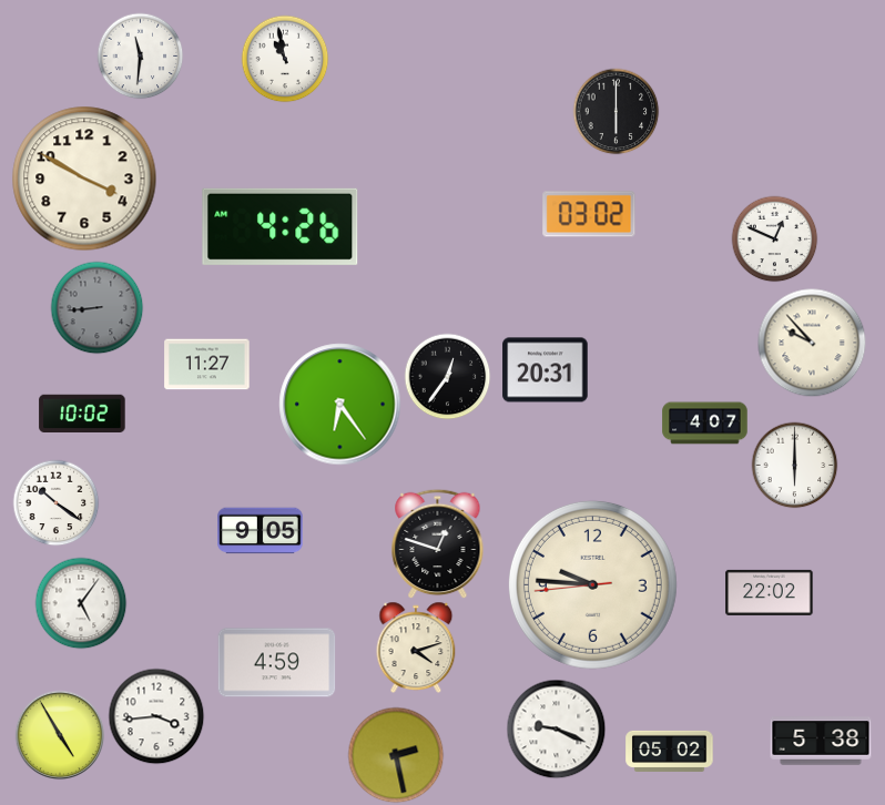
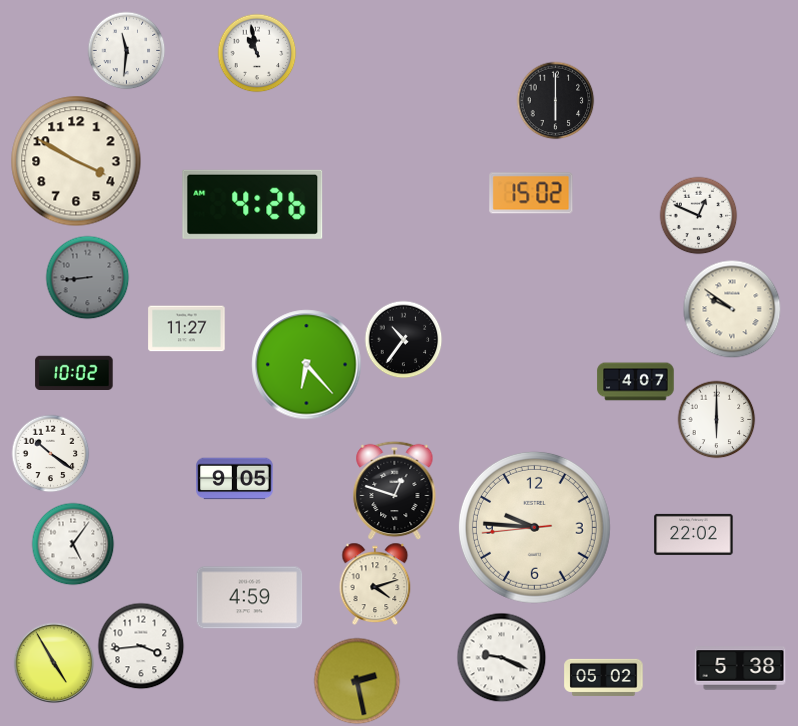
clock at (589, 214): 03:02 -> 15:02
clock at (812, 343): 9:53 -> 9:51
clock at (546, 370): 20:31 -> none
clock at (447, 376): 12:36 -> 10:36
clock at (340, 405): 6:24 -> 6:23
